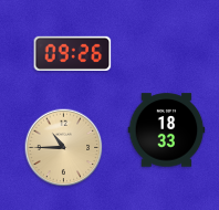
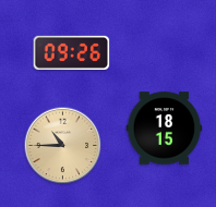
clock at (167, 130): 18:33 -> 18:15
